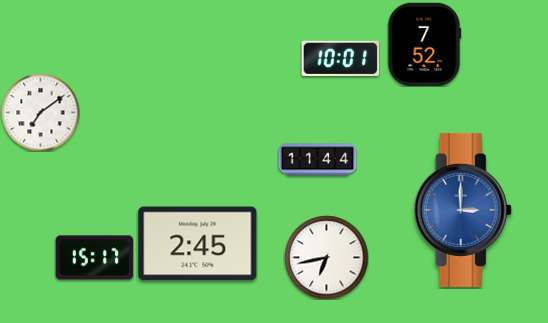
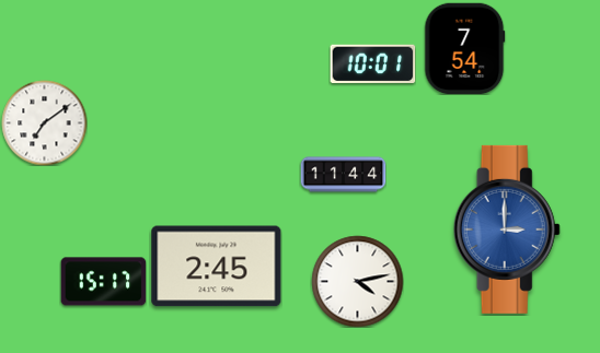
clock at (425, 44): 7:52 -> 7:54
clock at (317, 160) position: (317, 160) -> (343, 175)
clock at (326, 257): 6:43 -> 4:13
